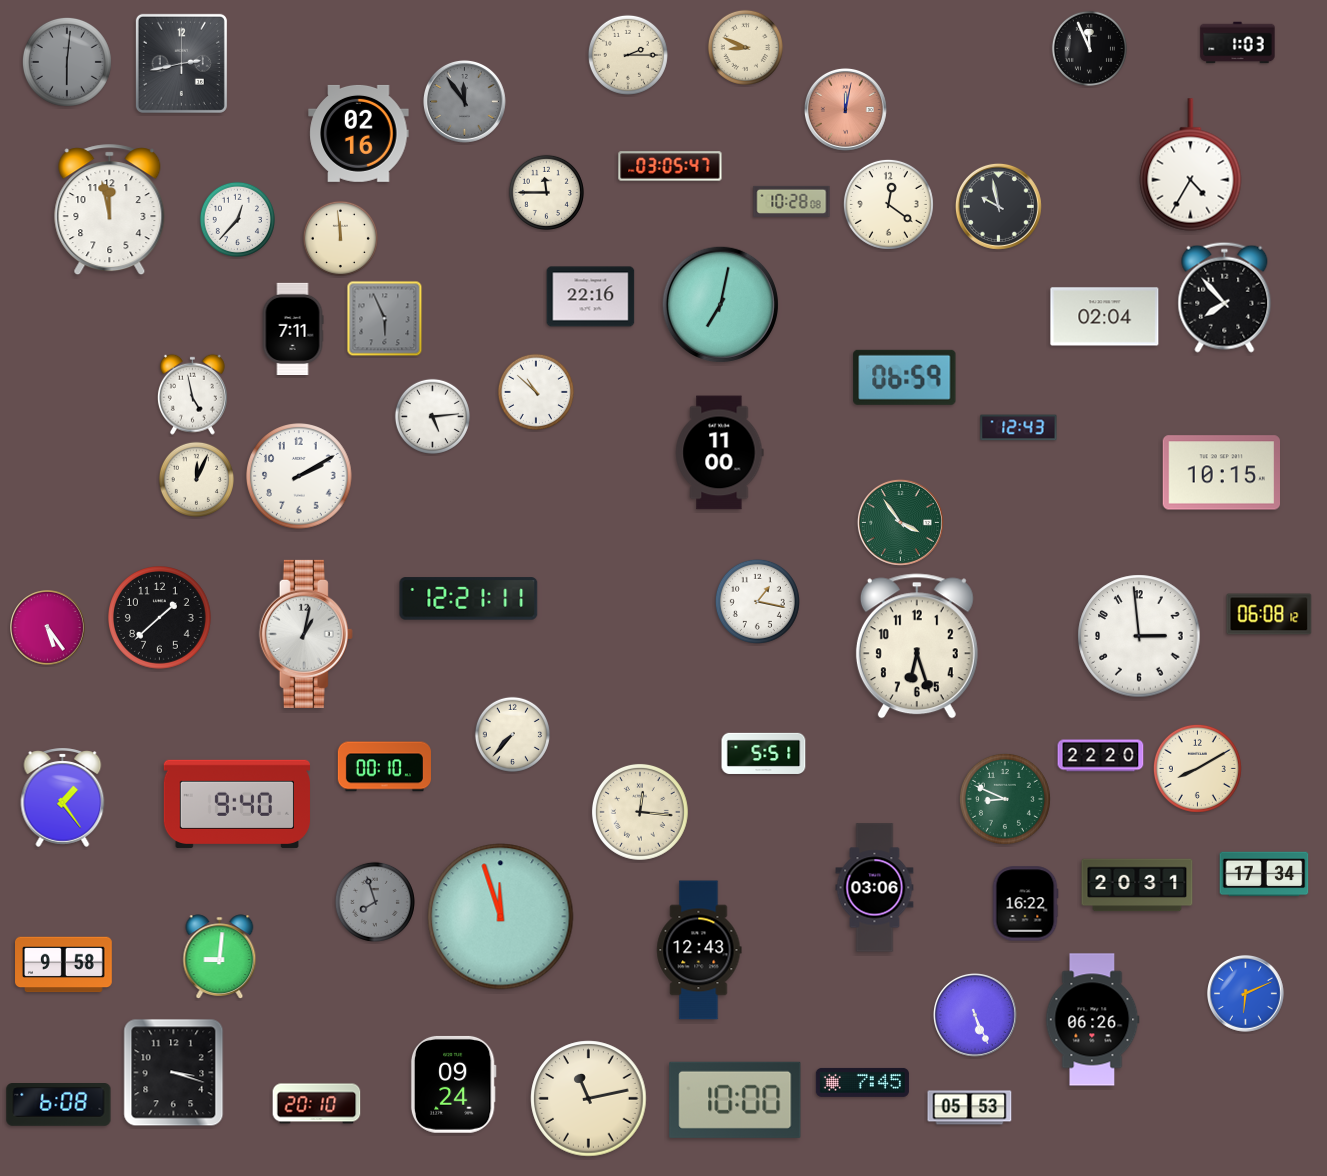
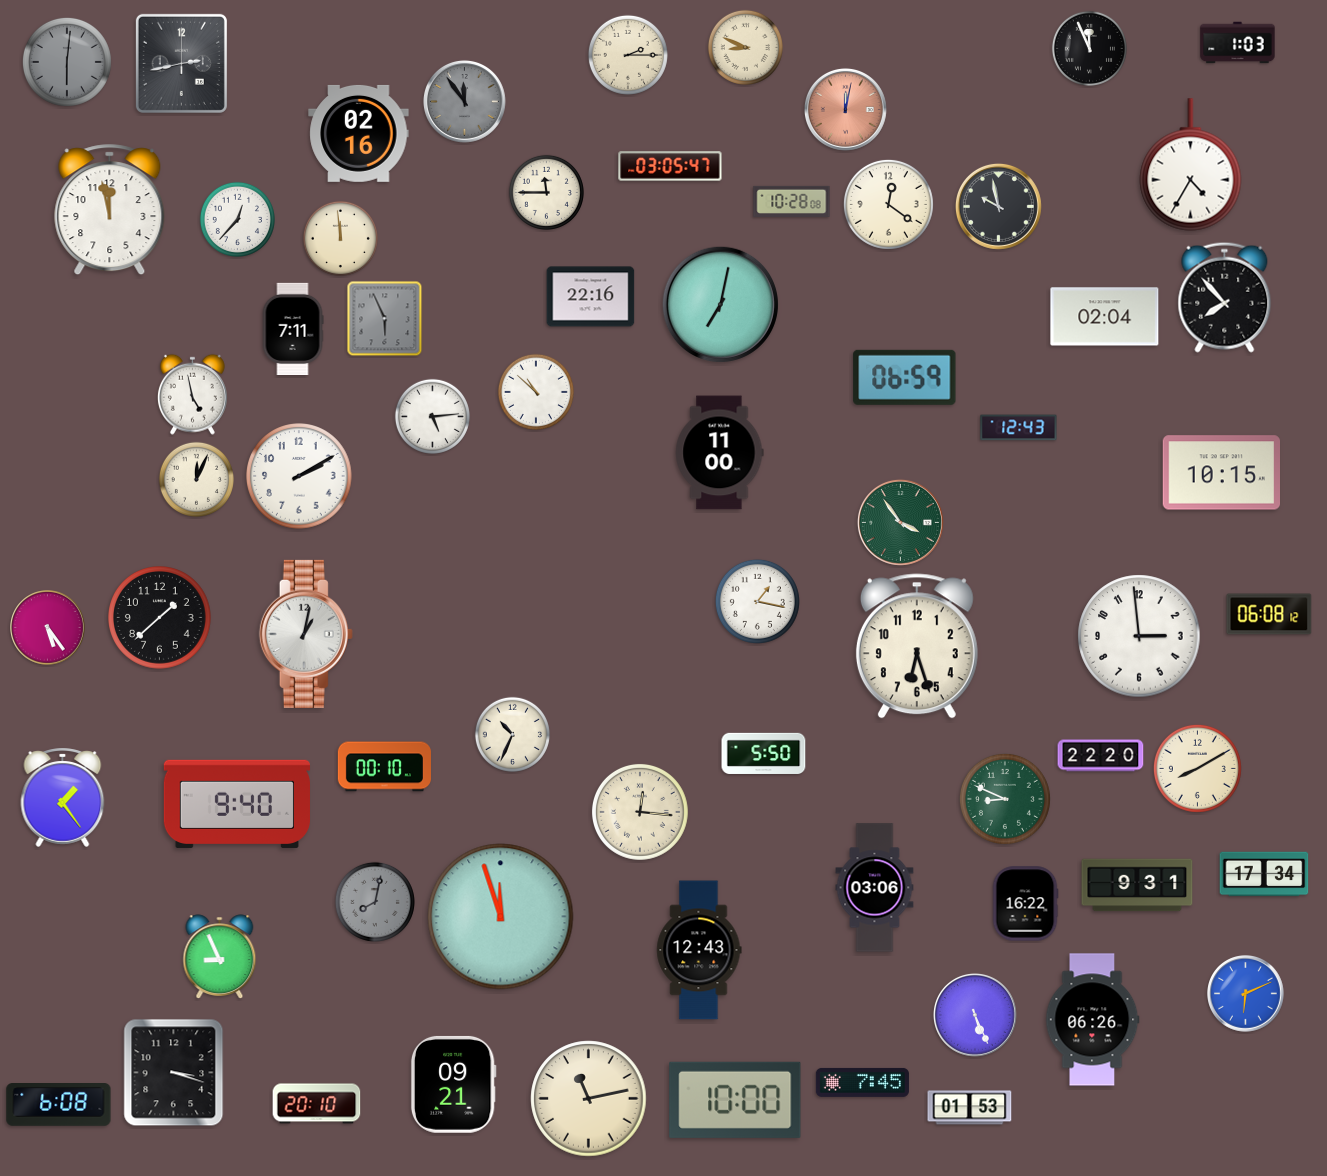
clock at (469, 599): 12:21 -> none
clock at (512, 734): 7:37 -> 10:34
clock at (764, 753): 5:51 -> 5:50
clock at (1137, 885): 20:31 -> 9:31
clock at (375, 902): 7:57 -> 8:02
clock at (220, 957): 9:01 -> 8:56
clock at (64, 965): 9:58 -> none
clock at (453, 1084): 09:24 -> 09:21
clock at (970, 1108): 05:53 -> 01:53
